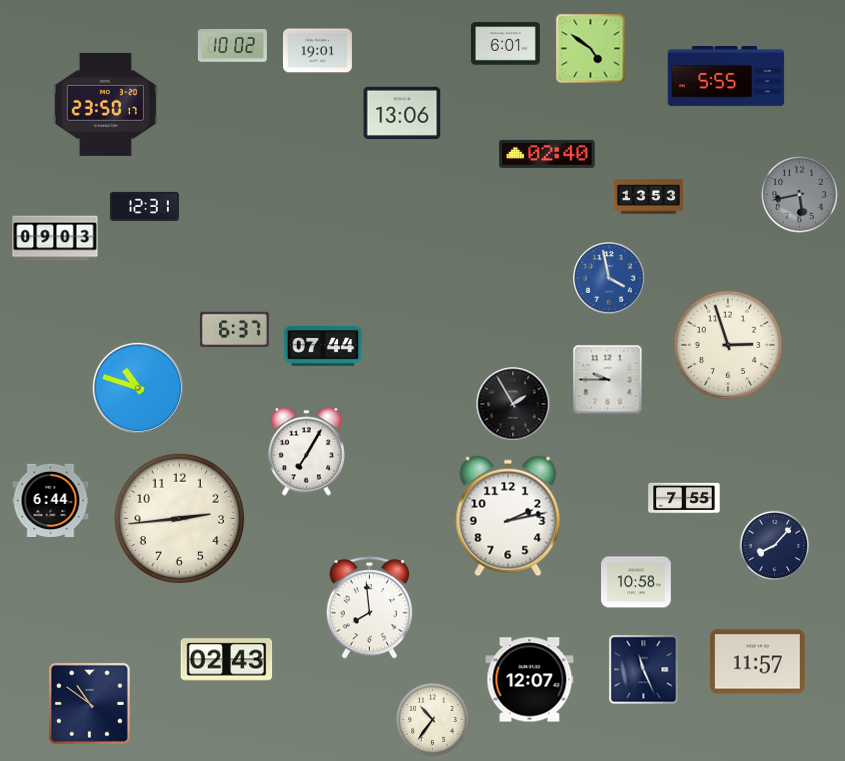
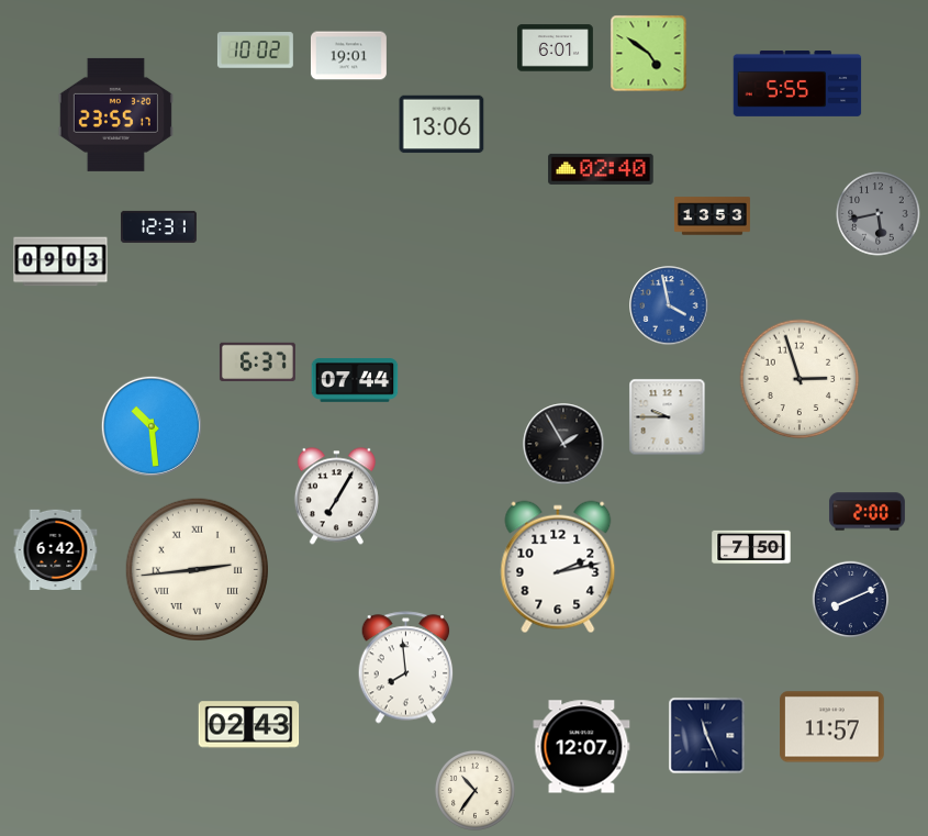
clock at (105, 104): 23:50 -> 23:55
clock at (138, 388): 10:48 -> 10:29
clock at (866, 512): none -> 2:00
clock at (684, 498): 7:55 -> 7:50
clock at (51, 500): 6:44 -> 6:42
clock at (179, 518) numerals: Arabic -> Roman
clock at (775, 546): 8:07 -> 8:11
clock at (636, 582): 10:58 -> none
clock at (89, 703): 10:51 -> none
